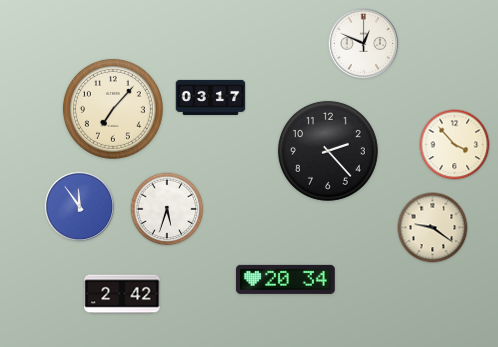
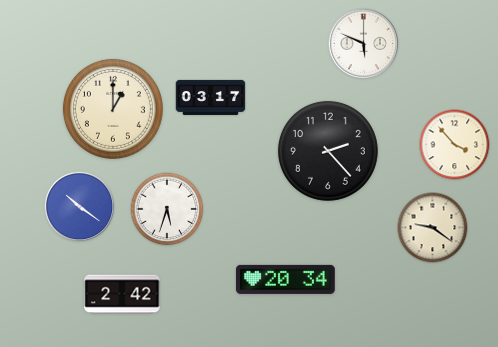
clock at (364, 44): 12:49 -> 5:49
clock at (113, 109): 7:07 -> 1:00
clock at (80, 207): 11:54 -> 10:21
